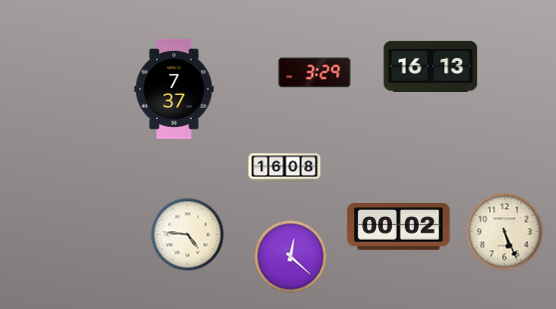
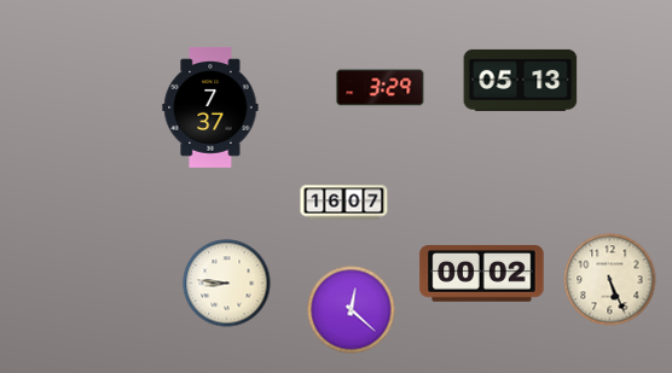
clock at (431, 66): 16:13 -> 05:13
clock at (285, 168): 16:08 -> 16:07
clock at (188, 235): 4:46 -> 8:46
